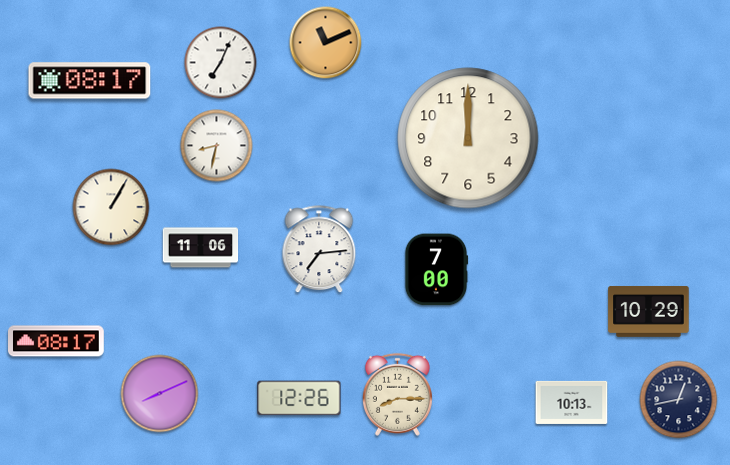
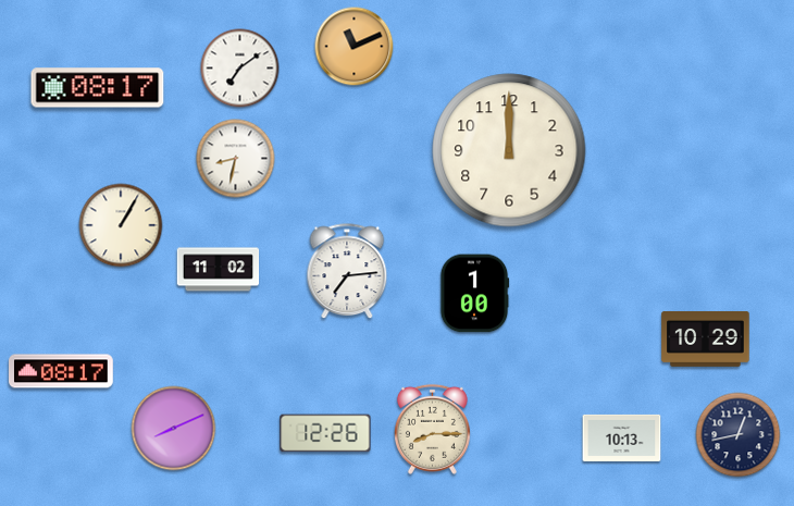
clock at (221, 63): 7:04 -> 7:09
clock at (201, 248): 11:06 -> 11:02
clock at (436, 270): 7:00 -> 1:00
